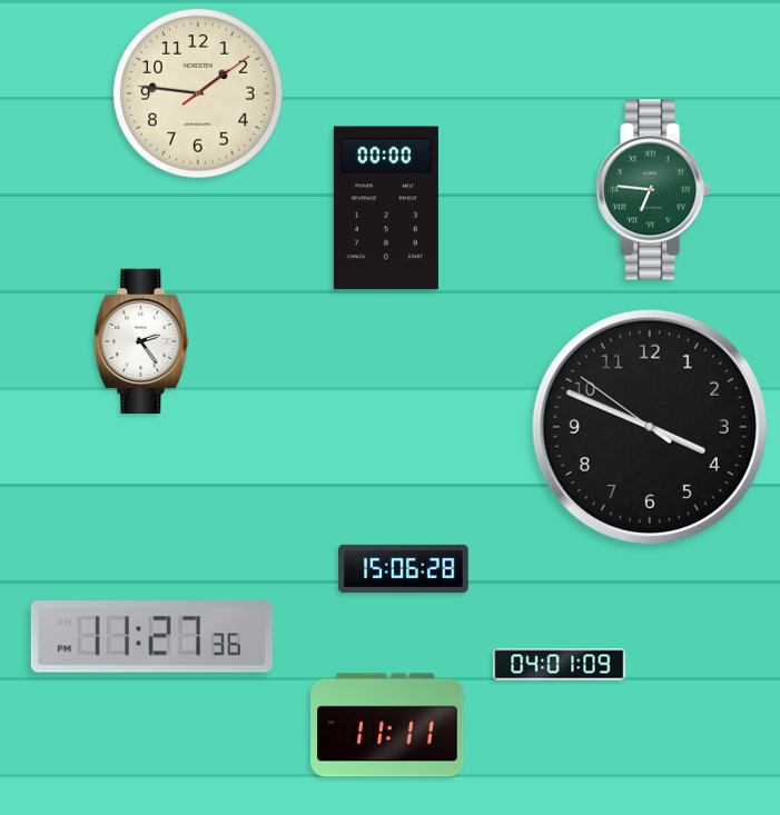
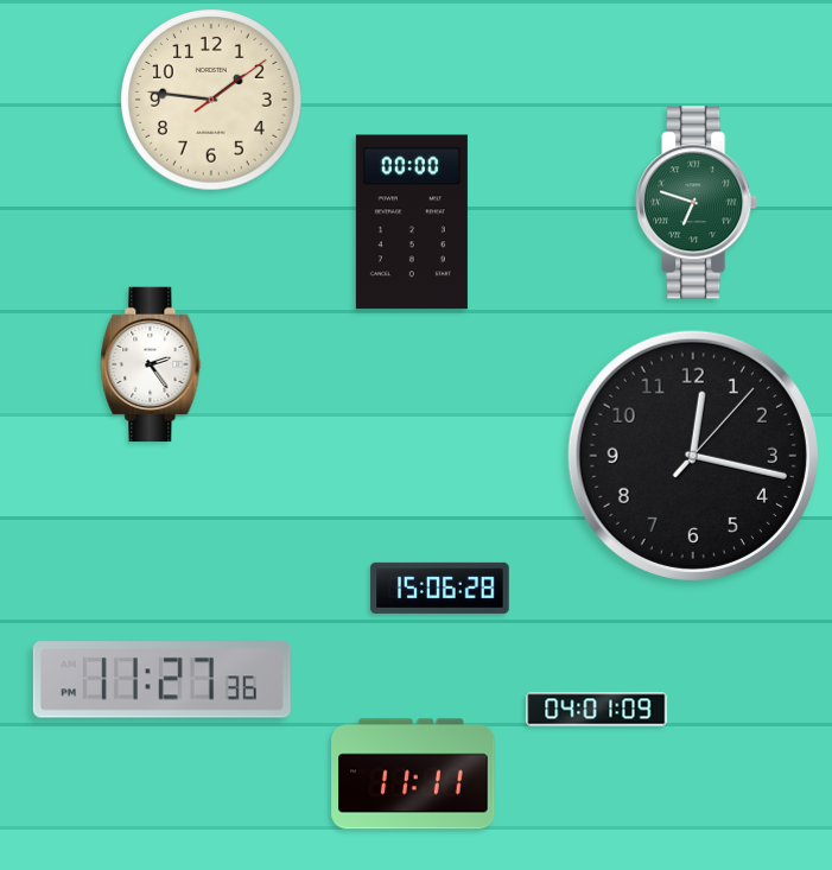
clock at (653, 190): 6:46 -> 6:48
clock at (650, 427): 3:48 -> 12:17
clock at (404, 568) position: (404, 568) -> (440, 588)
